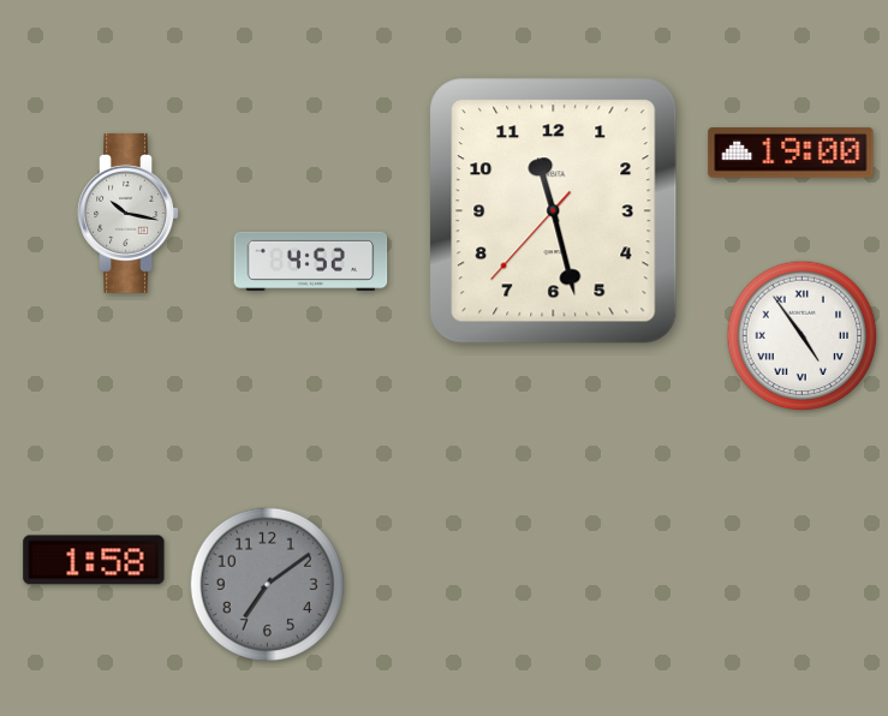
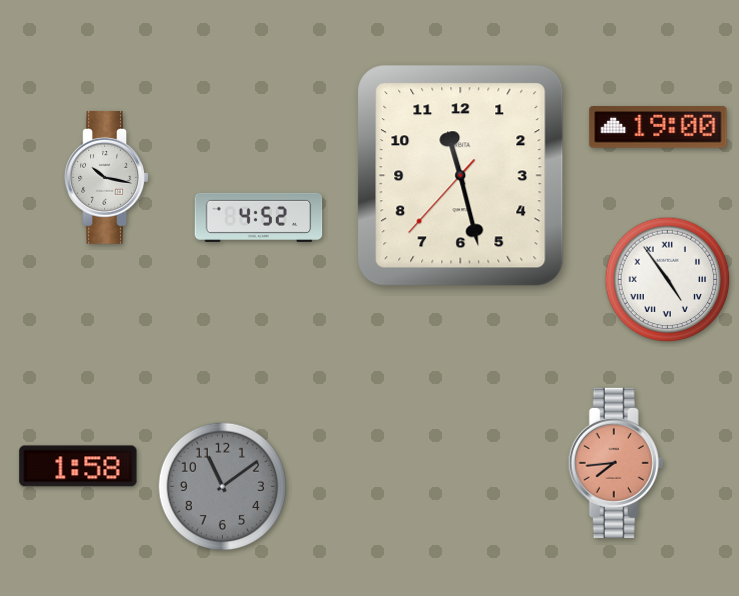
clock at (616, 463): none -> 7:44
clock at (267, 584): 7:09 -> 11:09
